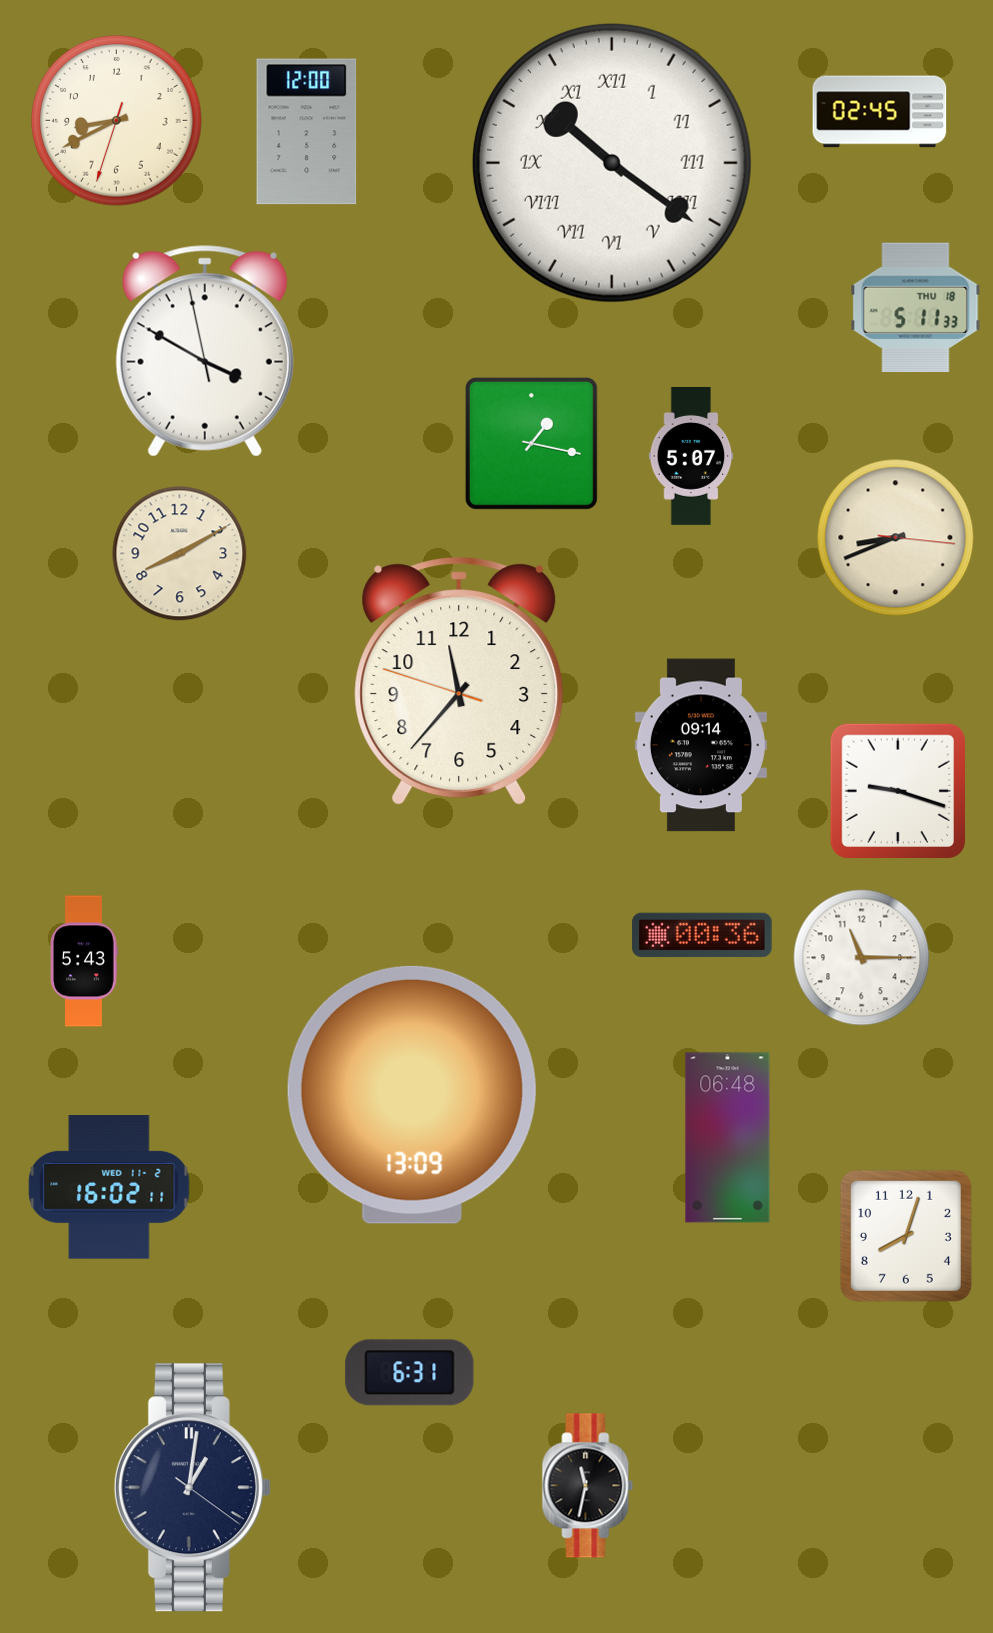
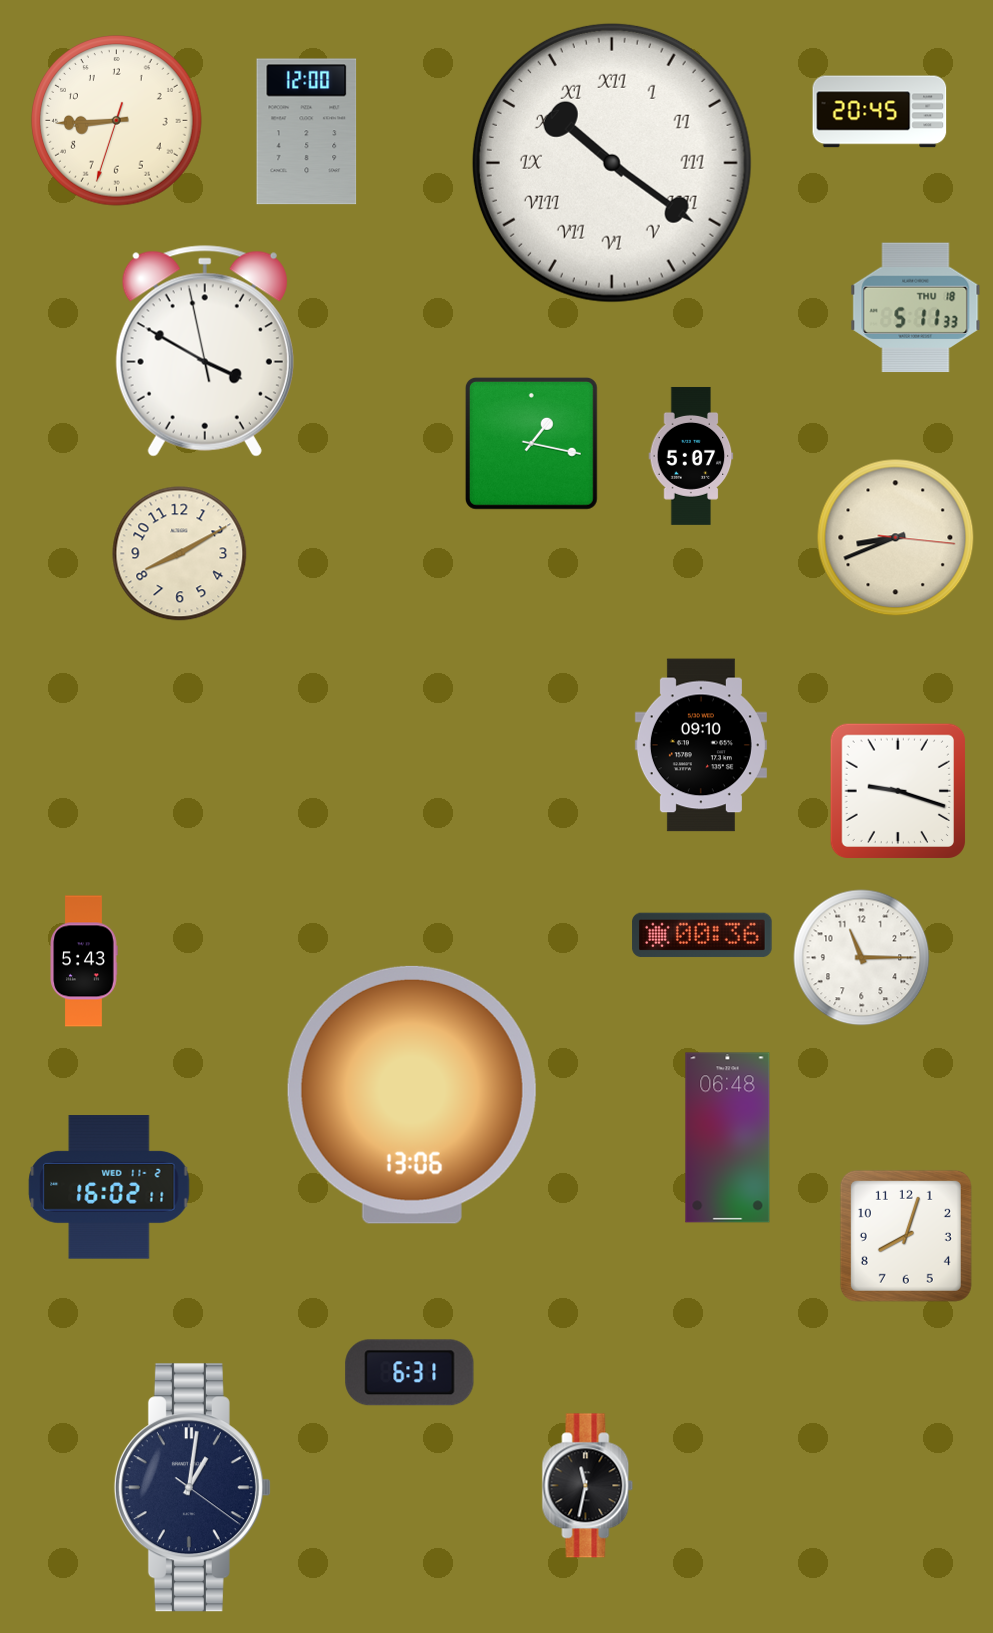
clock at (880, 112): 02:45 -> 20:45
clock at (117, 121): 8:40 -> 8:44
clock at (459, 681): 11:36 -> none
clock at (701, 745): 09:14 -> 09:10
clock at (412, 1095): 13:09 -> 13:06
